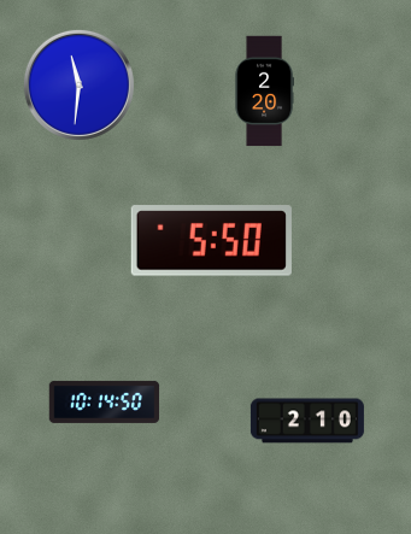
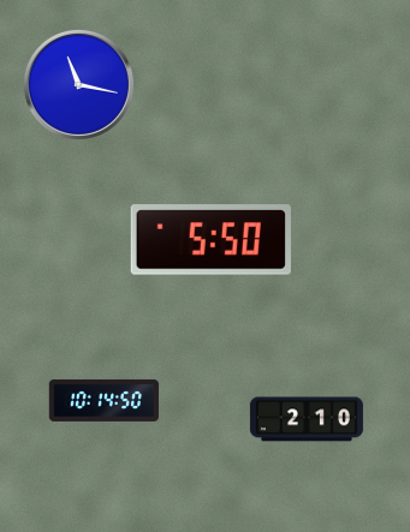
clock at (78, 84): 11:31 -> 11:17
clock at (264, 92): 2:20 -> none
